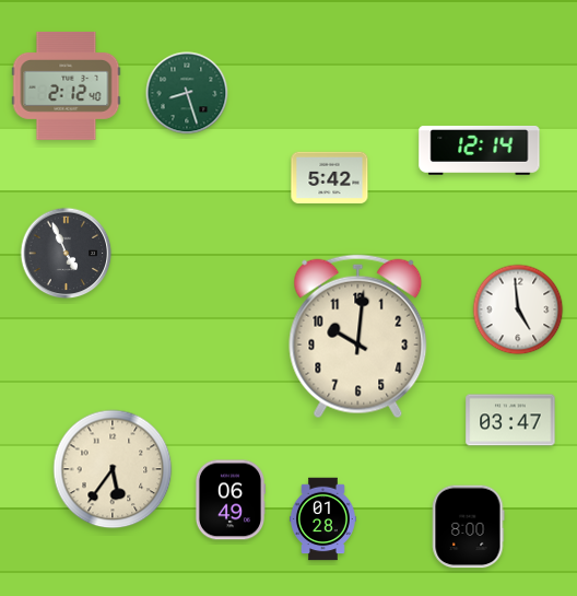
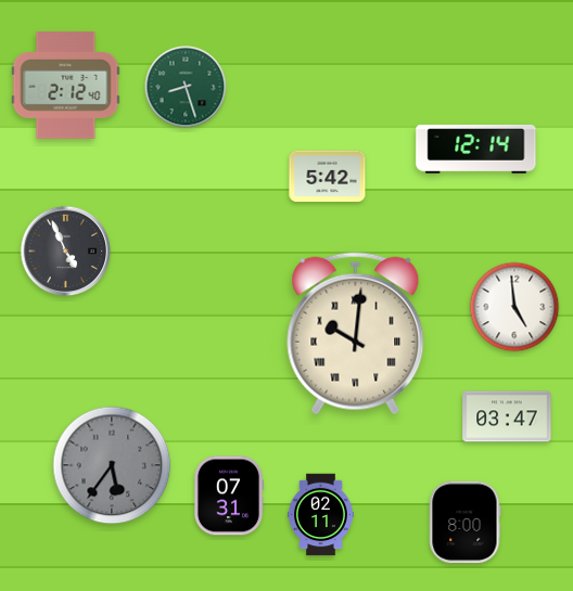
clock at (187, 93) position: (187, 93) -> (186, 87)
clock at (358, 337) numerals: Arabic -> Roman
clock at (113, 469) dial: cream -> grey
clock at (229, 500): 06:49 -> 07:31
clock at (322, 519): 01:28 -> 02:11
